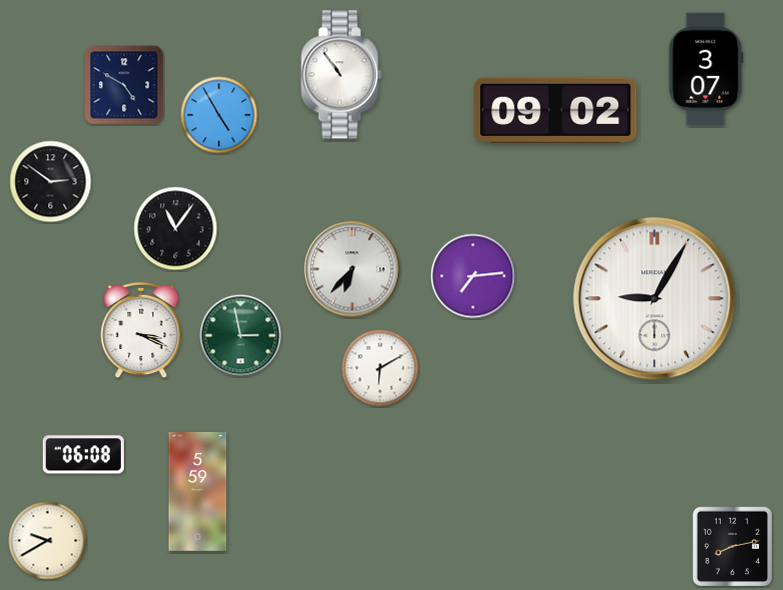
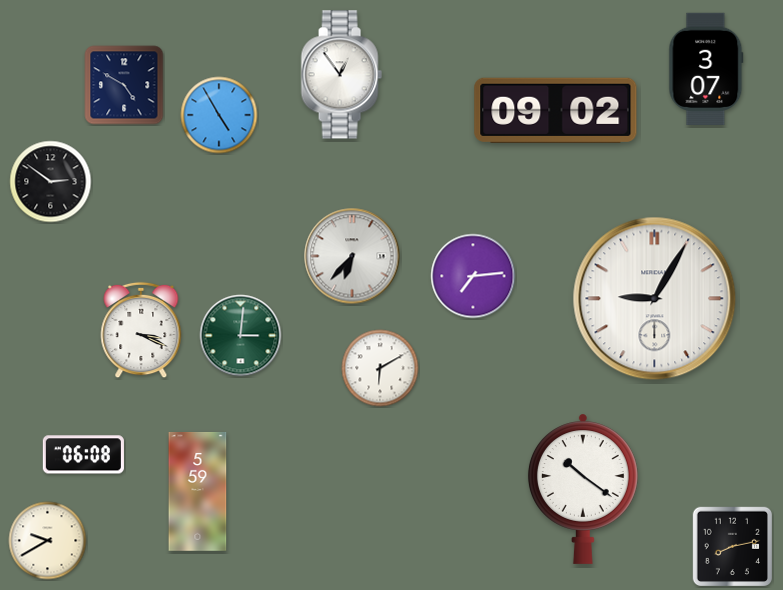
clock at (341, 75): 10:54 -> 12:54
clock at (176, 229): 11:06 -> none
clock at (352, 269) position: (352, 269) -> (352, 256)
clock at (241, 336): 2:58 -> 3:01
clock at (583, 489): none -> 10:21
